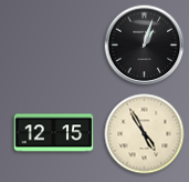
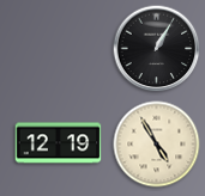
clock at (145, 46): 1:03 -> 1:05
clock at (54, 133): 12:15 -> 12:19
